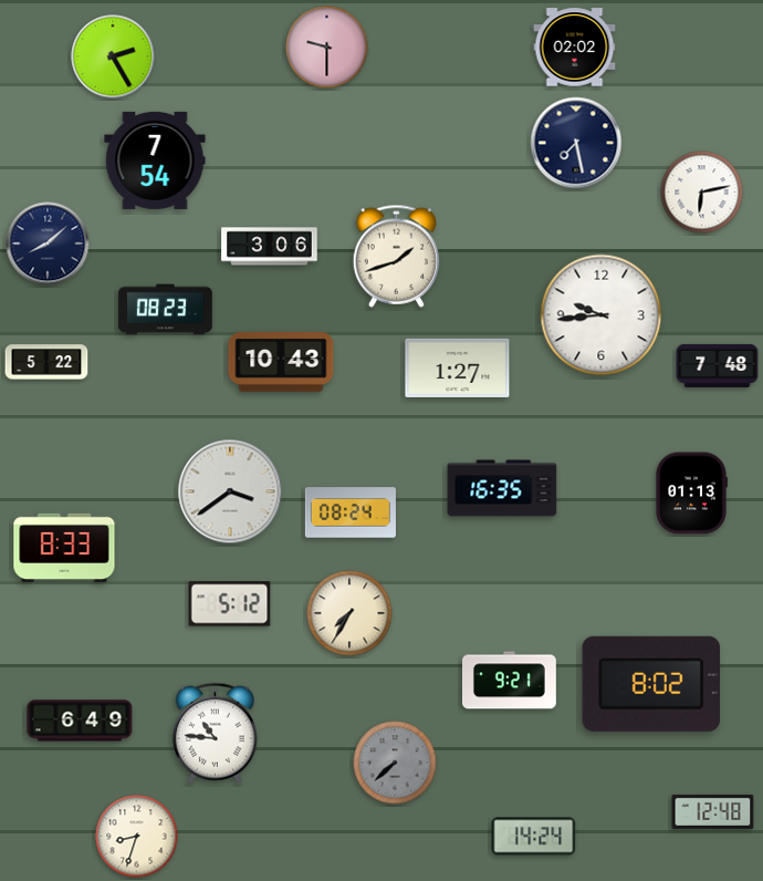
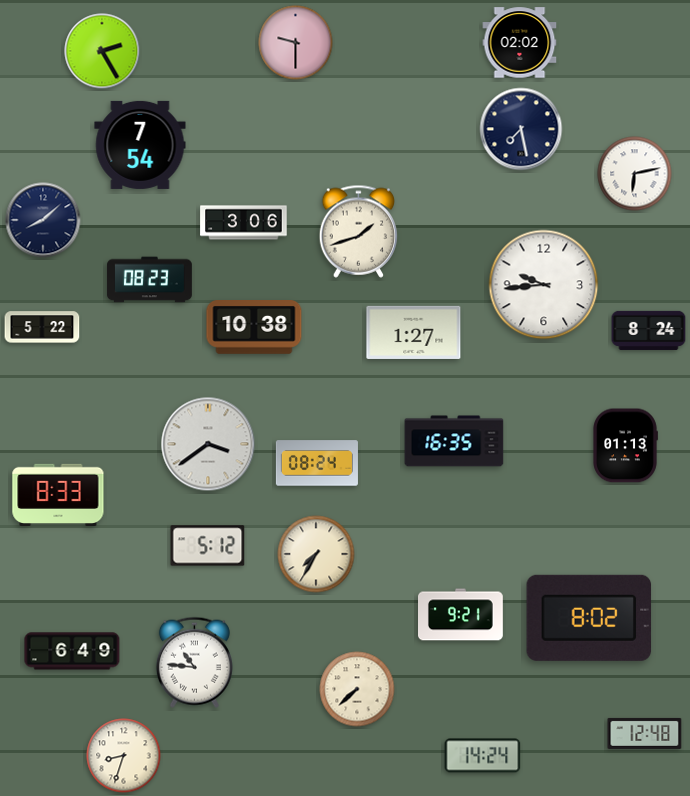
clock at (281, 363): 10:43 -> 10:38
clock at (718, 365): 7:48 -> 8:24
clock at (395, 763) dial: grey -> cream
